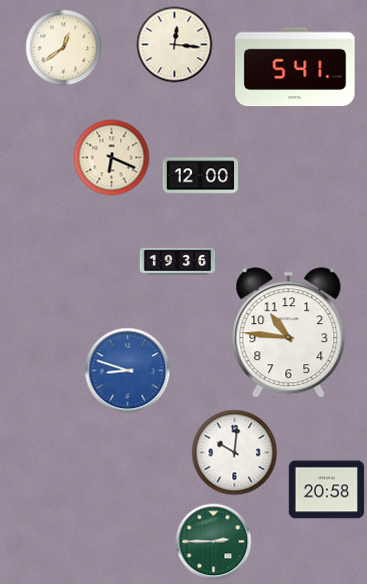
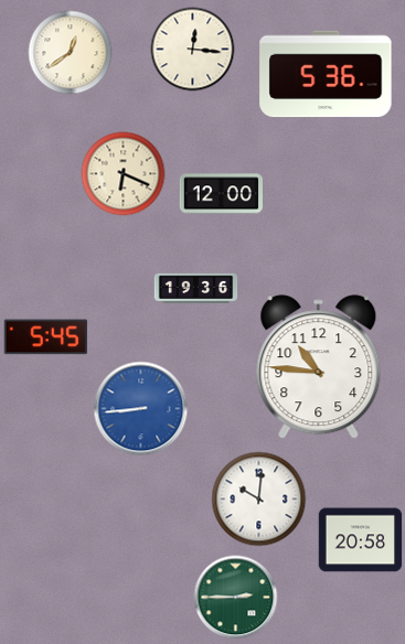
clock at (295, 67): 5:41 -> 5:36
clock at (45, 337): none -> 5:45
clock at (128, 371): 8:48 -> 8:44
